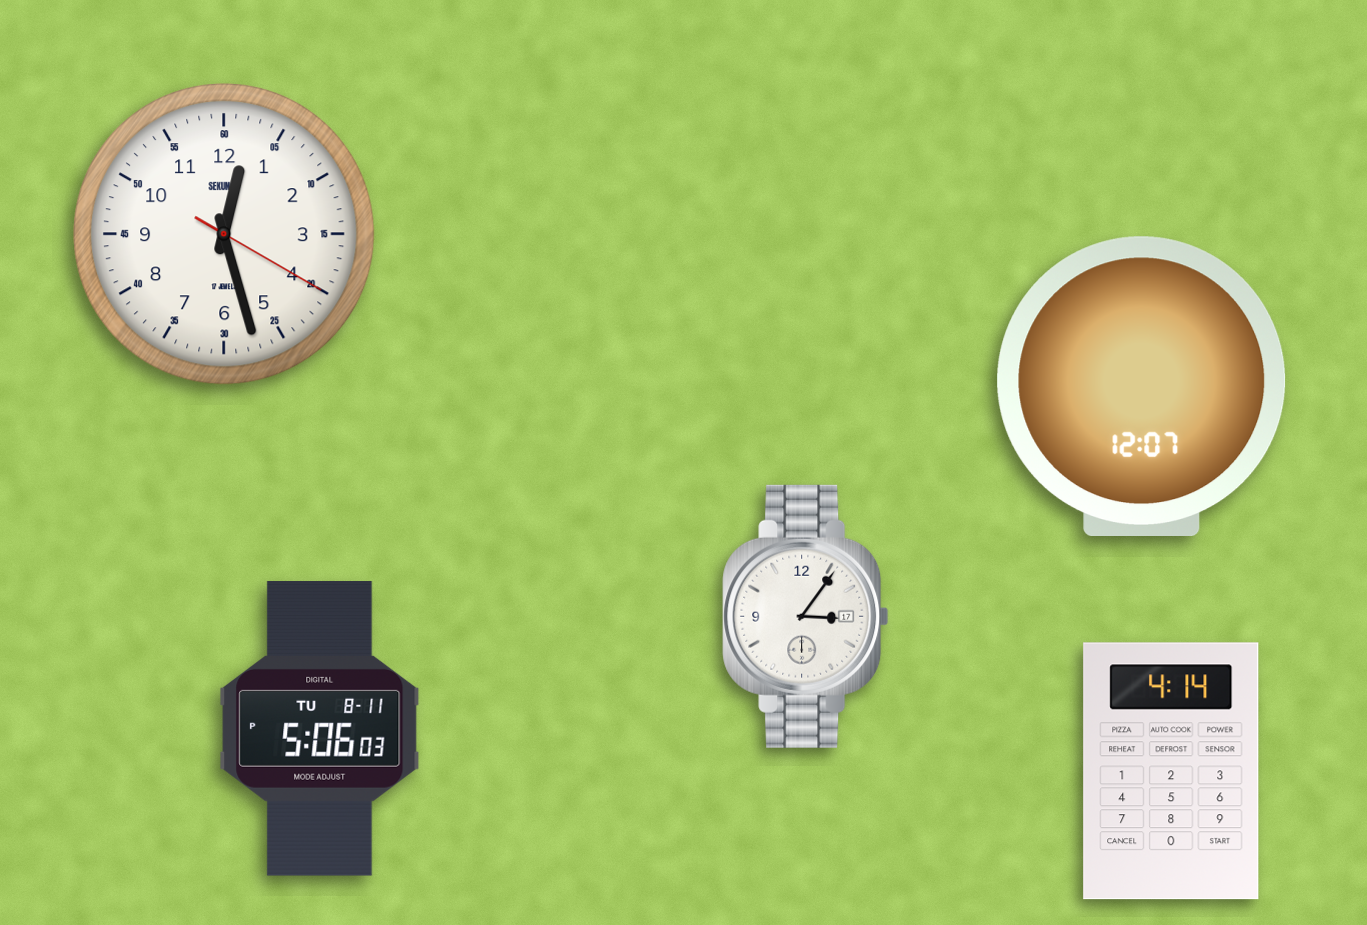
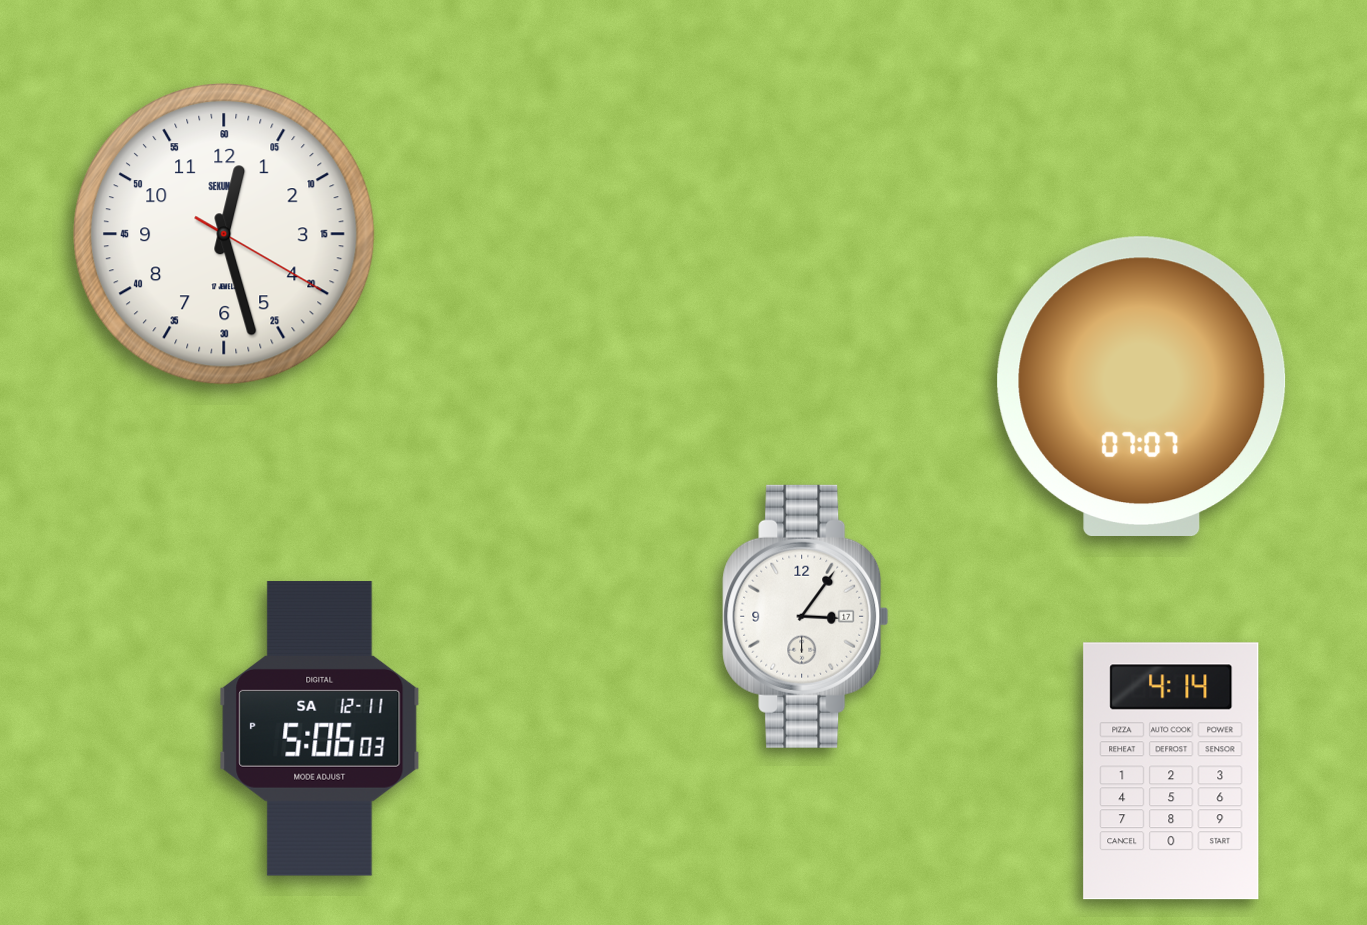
clock at (1142, 386): 12:07 -> 07:07
clock at (320, 729) date: TU 8-11 -> SA 12-11
